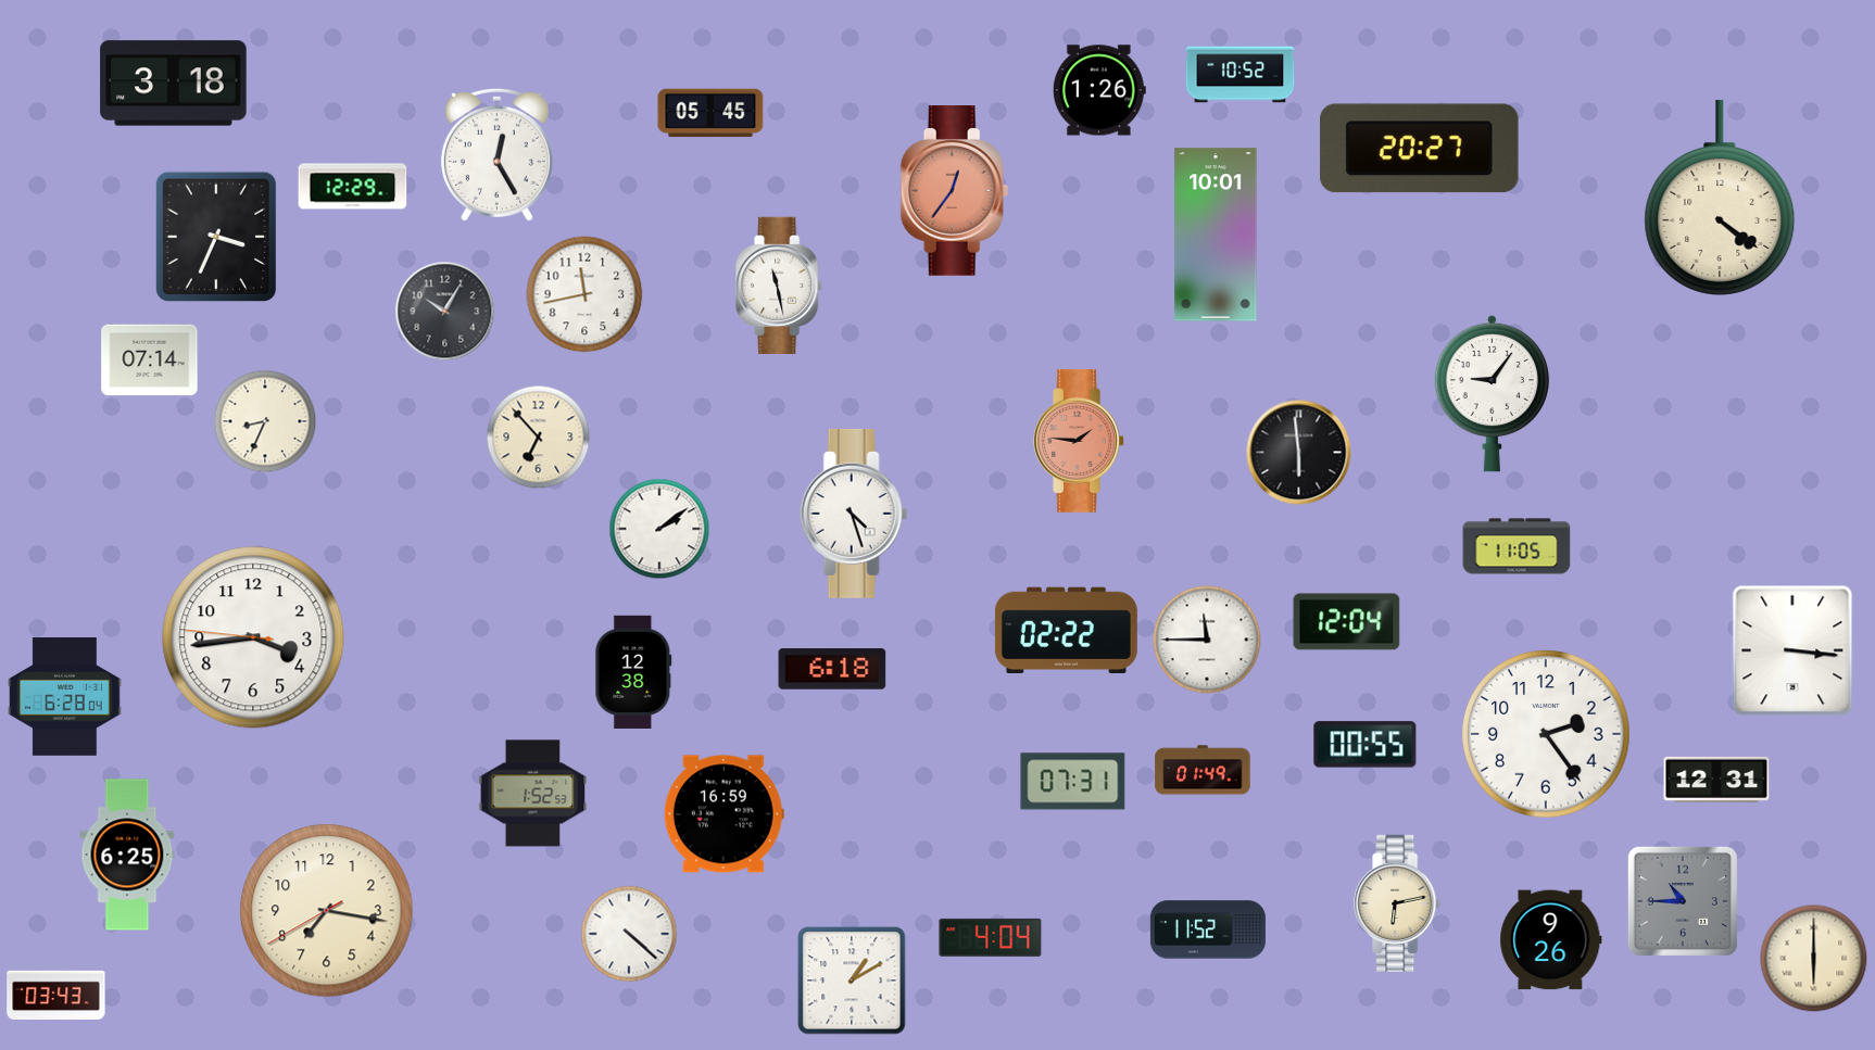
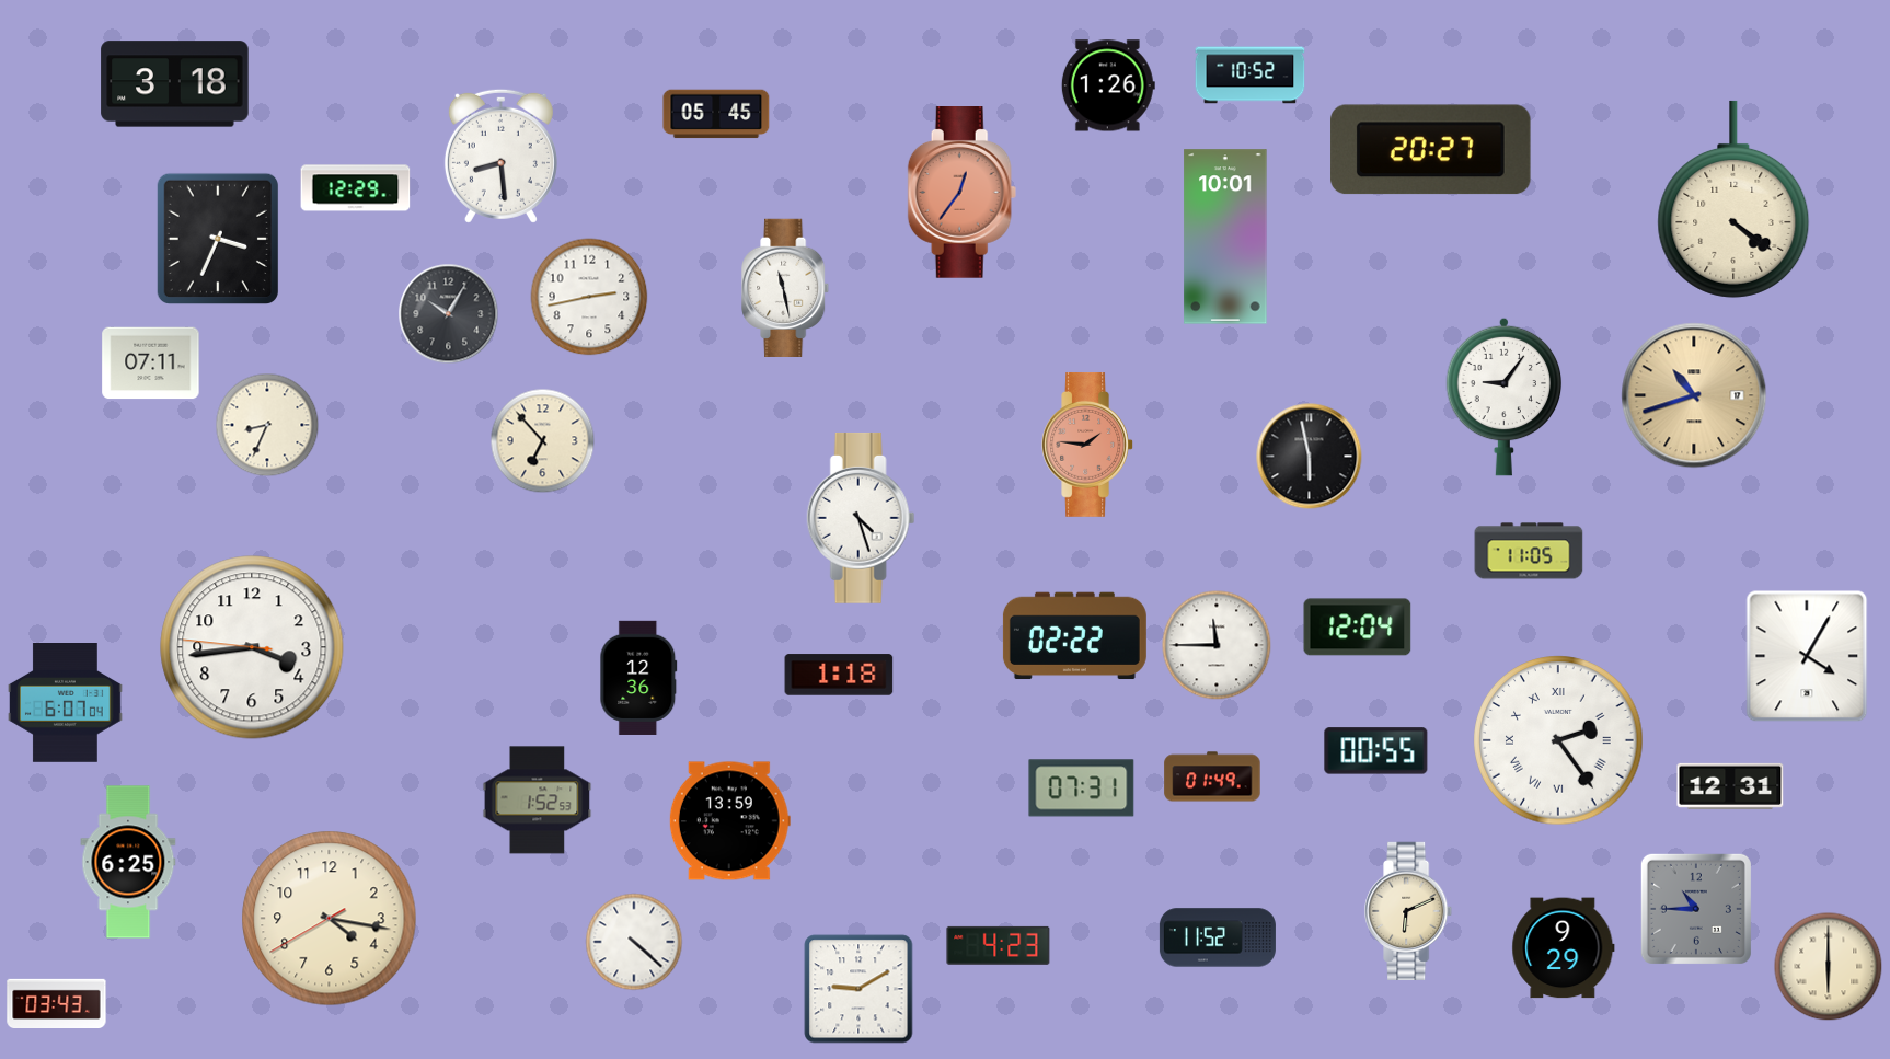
clock at (1099, 90) position: (1099, 90) -> (1108, 85)
clock at (496, 154): 12:25 -> 8:29
clock at (584, 294): 11:43 -> 2:43
clock at (150, 360): 07:14 -> 07:11
clock at (1694, 395): none -> 10:42
clock at (1299, 453): 5:59 -> 5:58
clock at (659, 529): 2:09 -> none
clock at (253, 637) position: (253, 637) -> (252, 647)
clock at (1792, 650): 3:16 -> 4:05
clock at (832, 669): 6:18 -> 1:18
clock at (633, 672): 12:38 -> 12:36
clock at (65, 697): 6:28 -> 6:07
clock at (1546, 734) numerals: Arabic -> Roman
clock at (723, 814): 16:59 -> 13:59
clock at (1398, 903): 6:13 -> 6:11
clock at (327, 911): 7:16 -> 4:16
clock at (991, 937): 4:04 -> 4:23
clock at (1551, 940): 9:26 -> 9:29
clock at (852, 981): 1:10 -> 9:10
